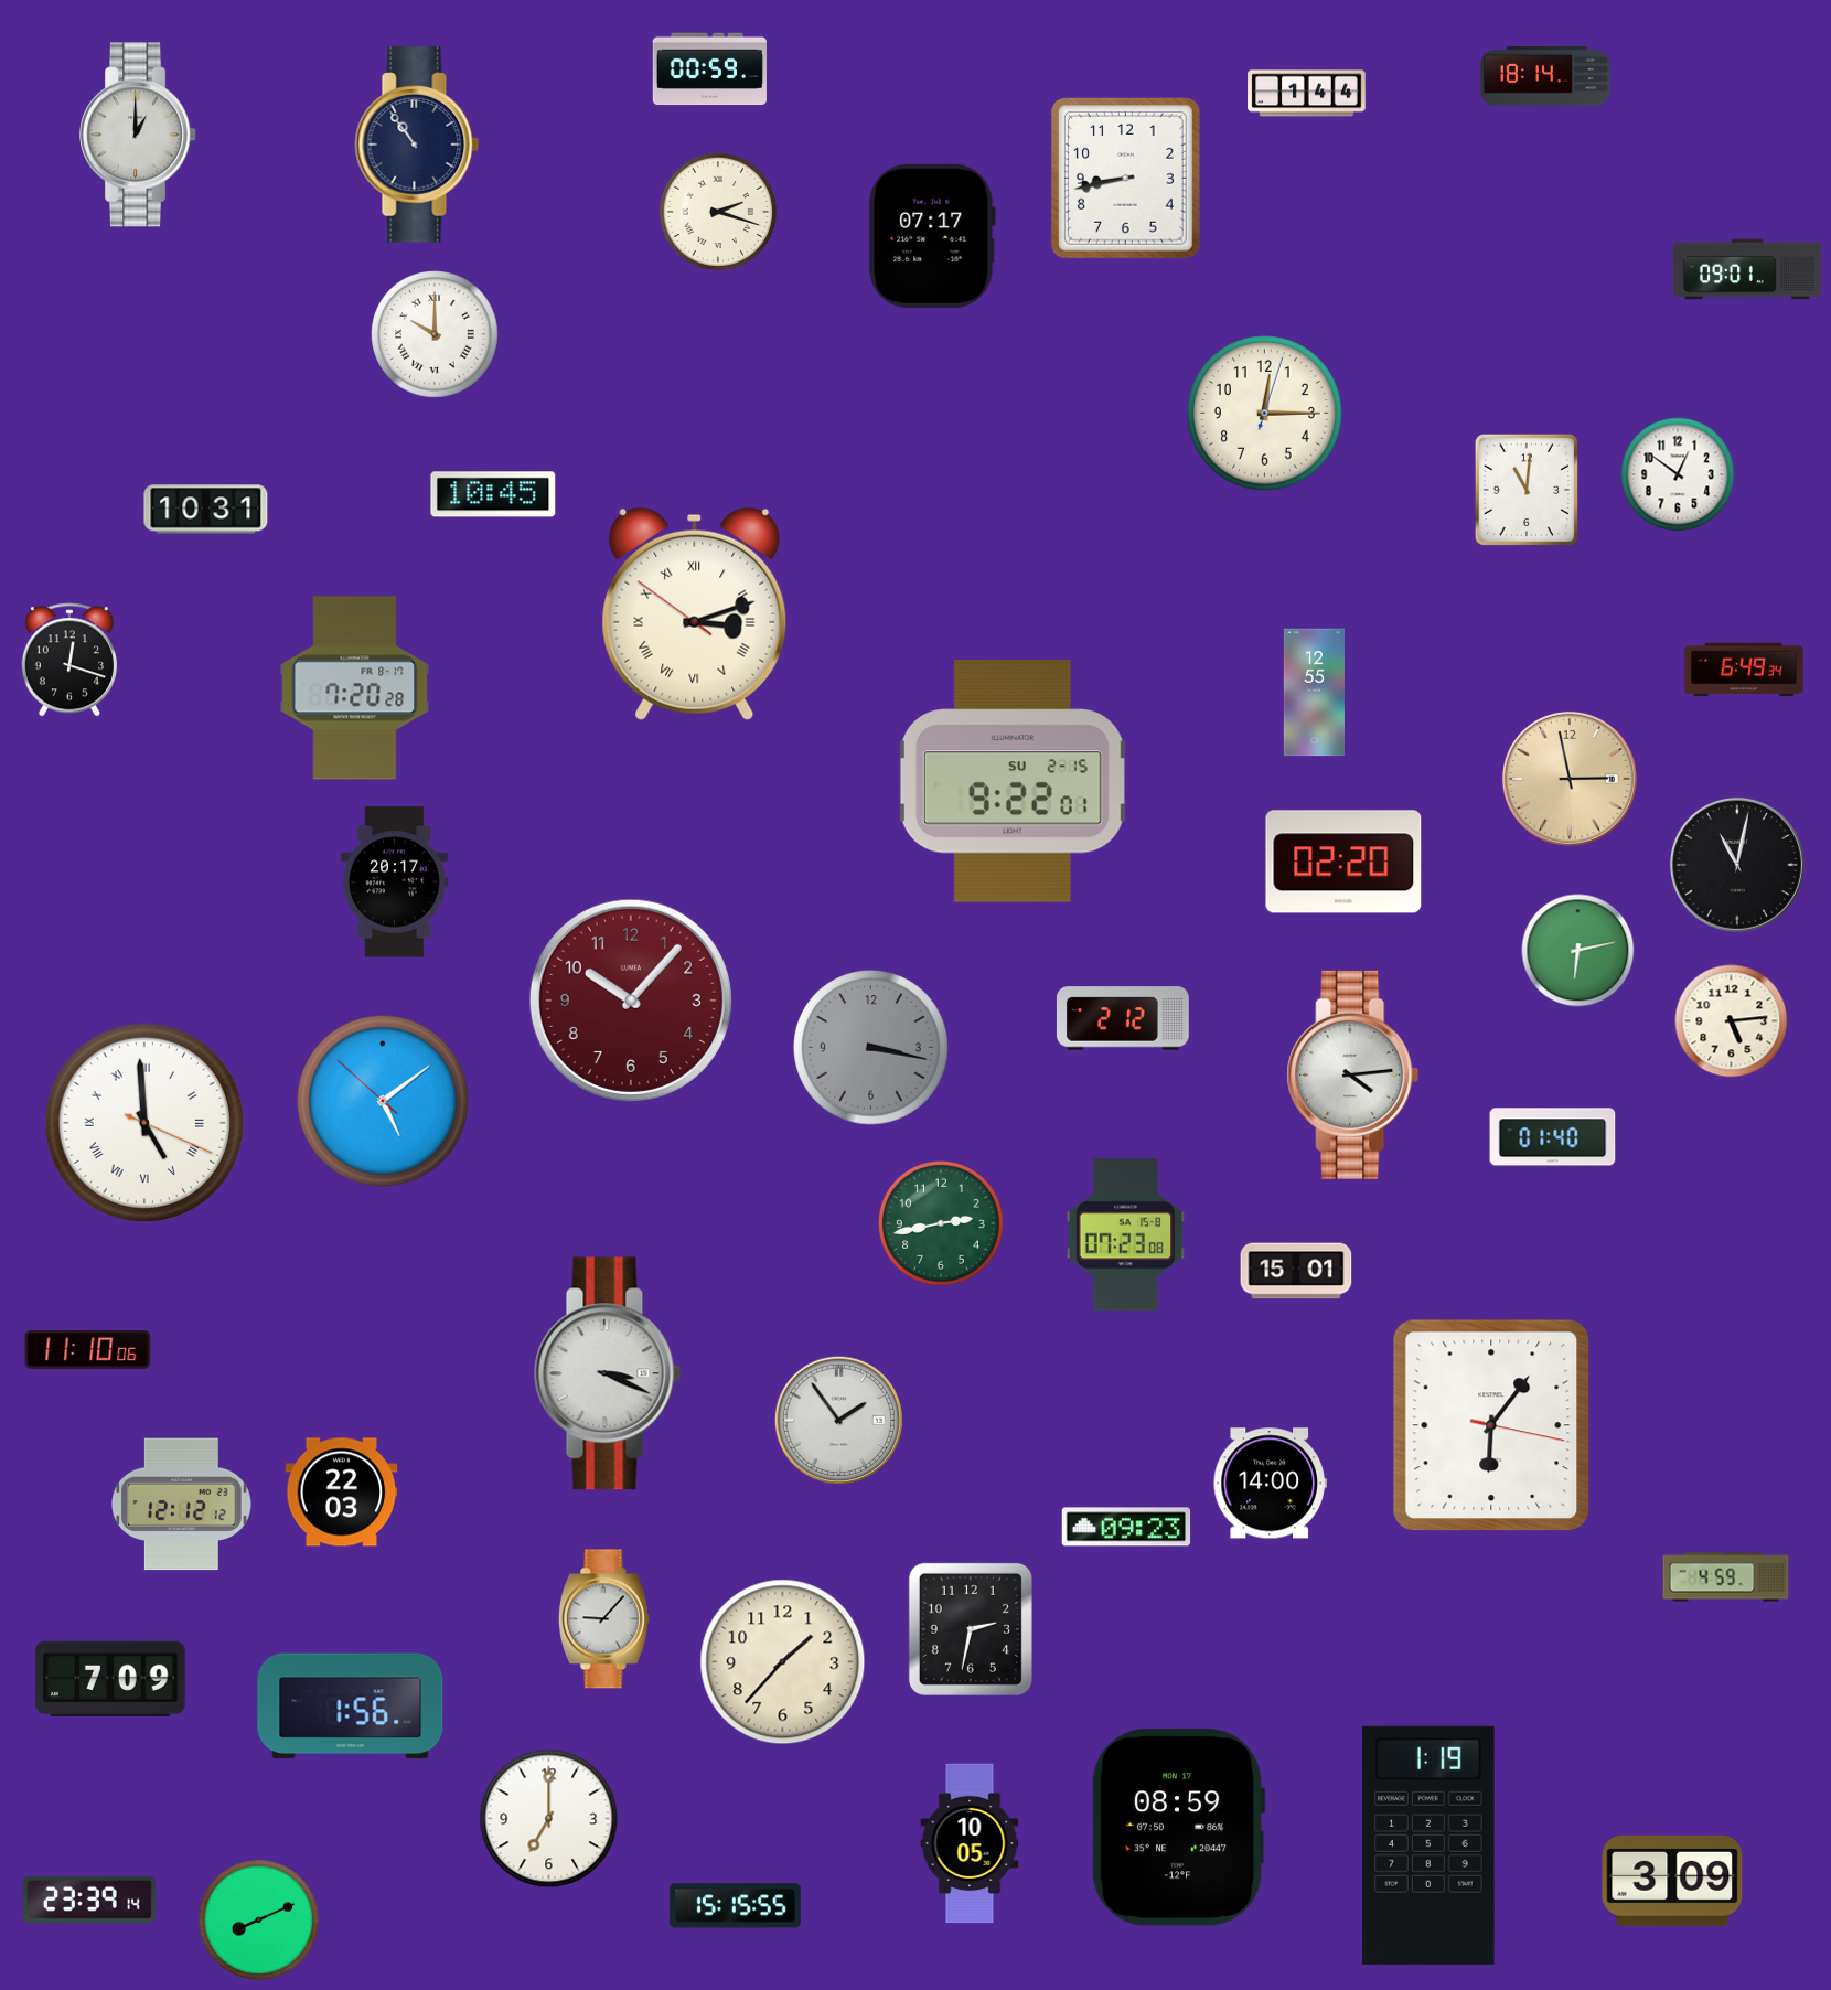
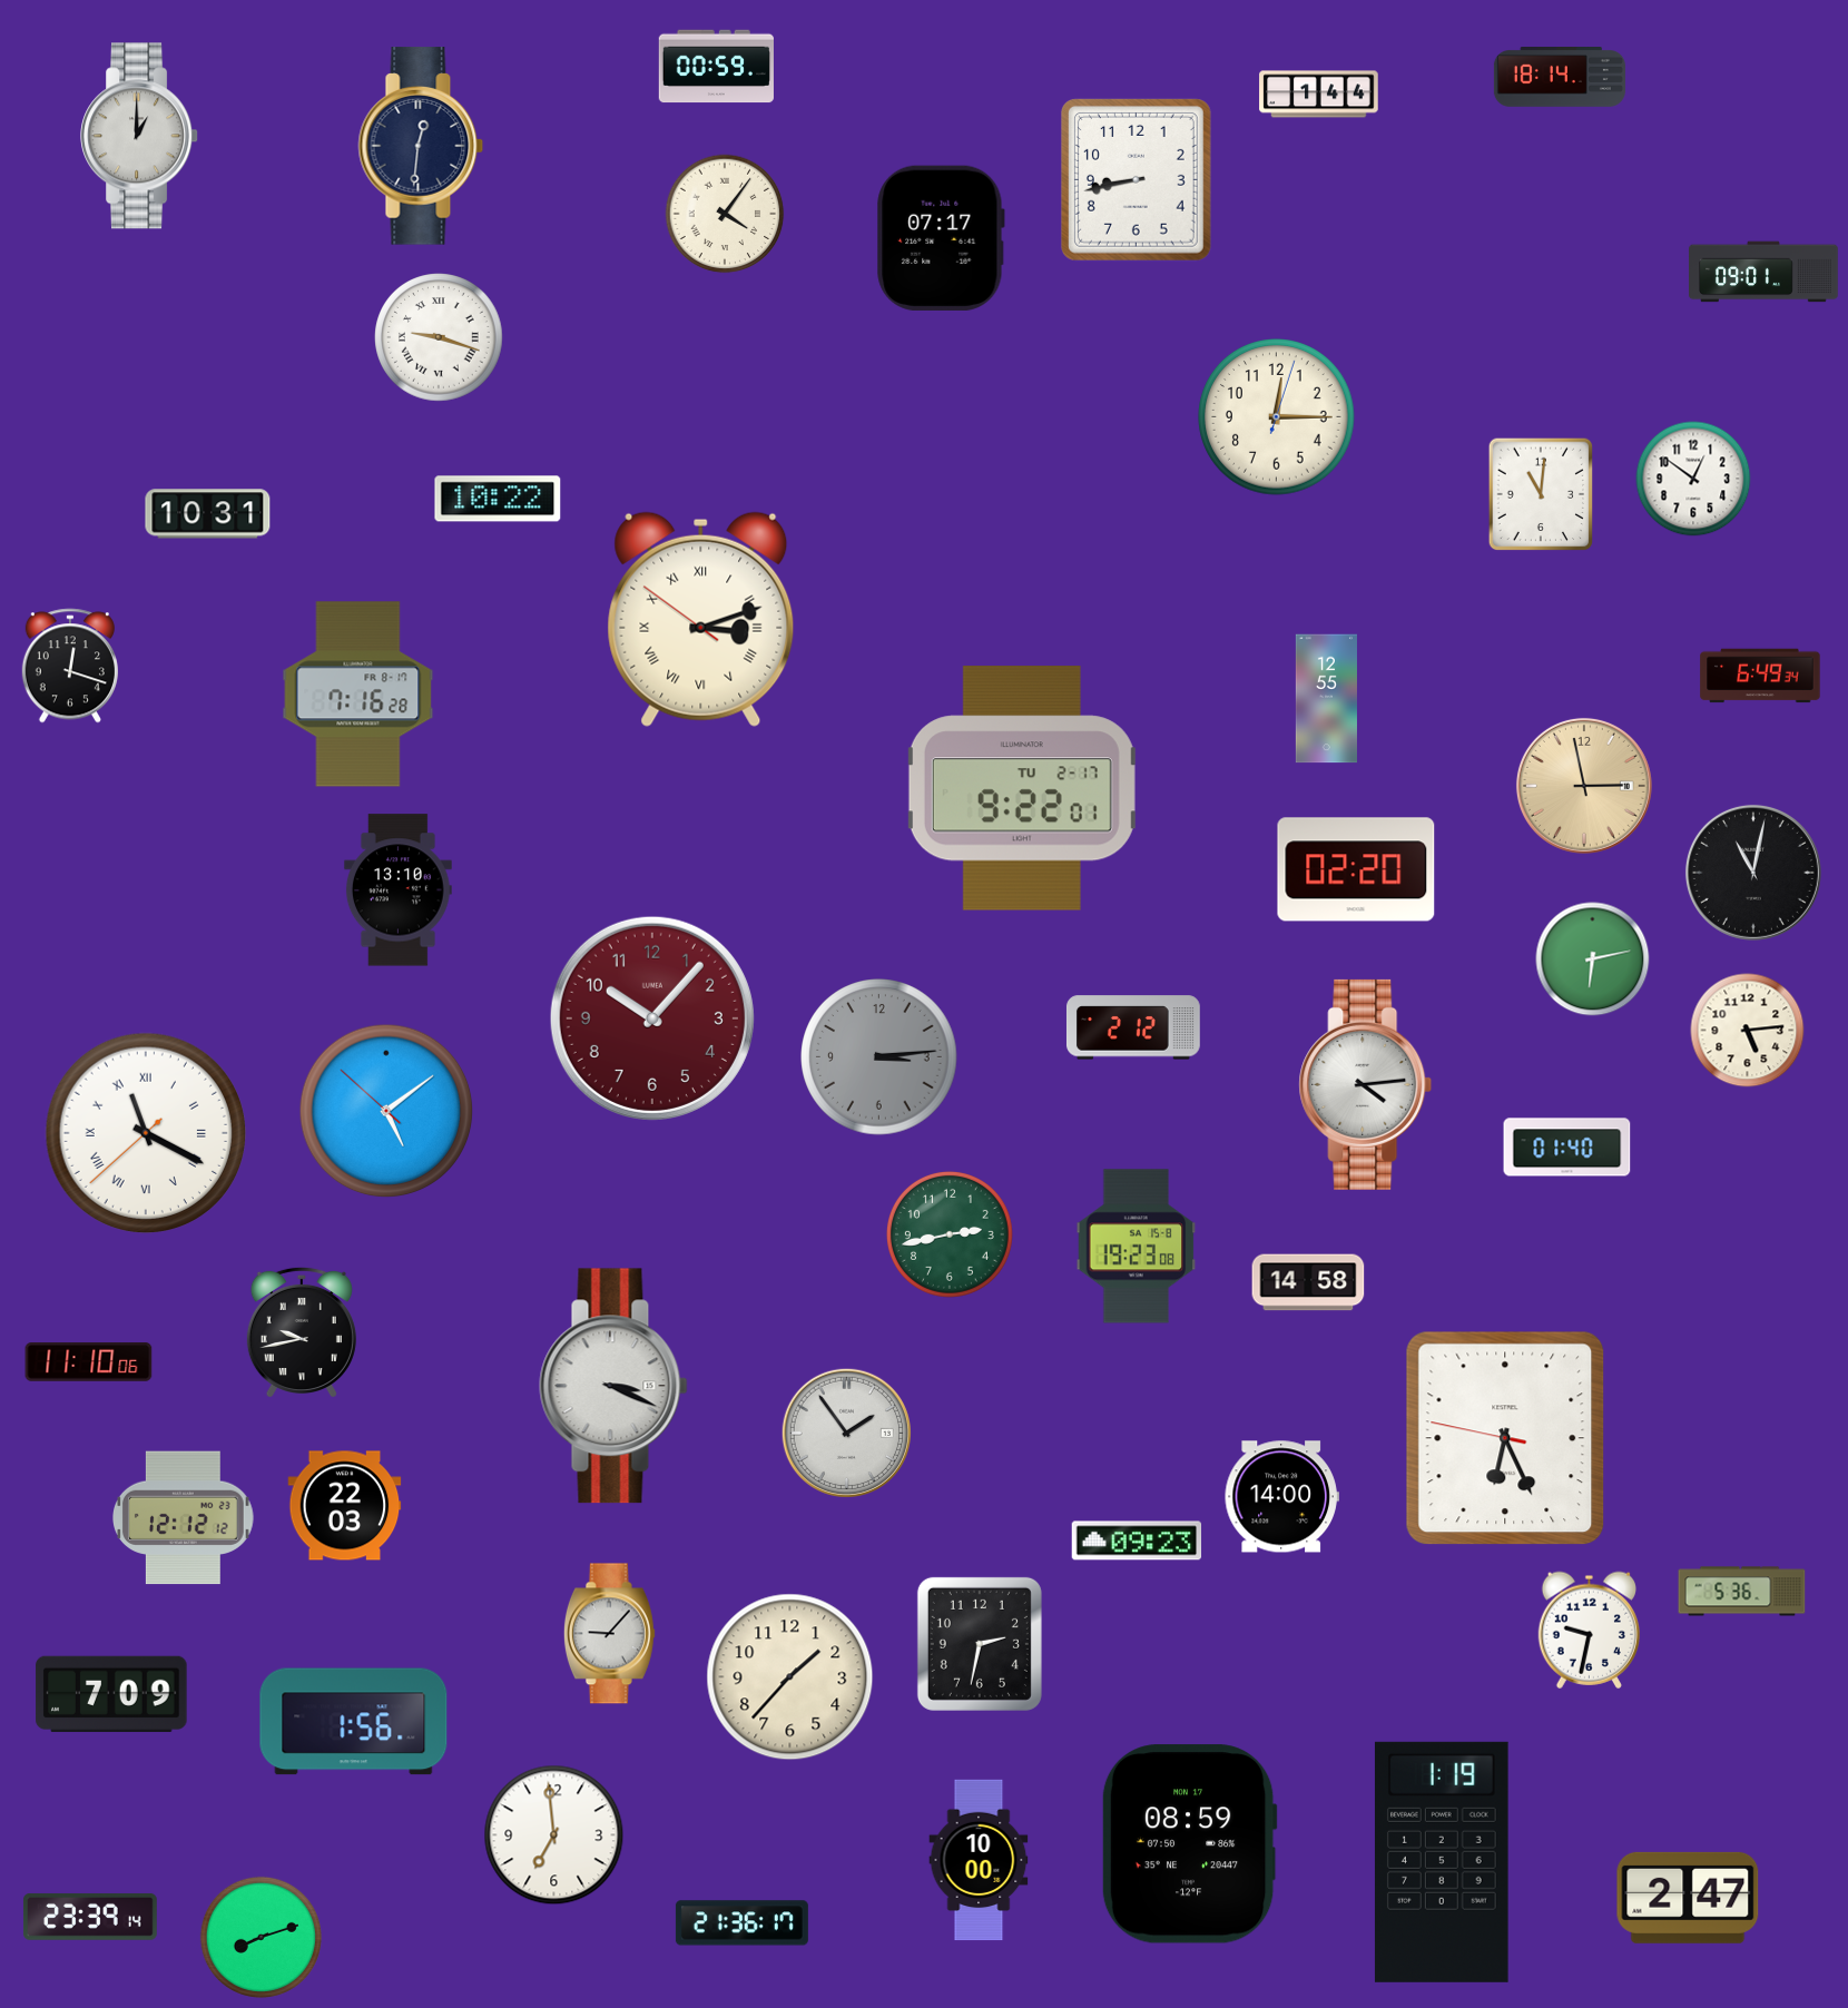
clock at (709, 69) position: (709, 69) -> (716, 67)
clock at (417, 145): 10:54 -> 12:31
clock at (718, 212): 2:18 -> 4:06
clock at (435, 334): 10:00 -> 9:18
clock at (493, 494): 10:45 -> 10:22
clock at (355, 688): 7:20 -> 7:16
clock at (1013, 781) date: SU 2-15 -> TU 2-17
clock at (394, 882): 20:17 -> 13:10
clock at (631, 1001) position: (631, 1001) -> (652, 1018)
clock at (871, 1048): 3:17 -> 3:14
clock at (144, 1123): 4:59 -> 11:19
clock at (1126, 1235): 07:23 -> 19:23
clock at (1296, 1271): 15:01 -> 14:58
clock at (302, 1332): none -> 9:43
clock at (1491, 1425): 6:06 -> 6:25
clock at (1726, 1577): 4:59 -> 5:36
clock at (1589, 1630): none -> 9:32
clock at (549, 1819): 7:00 -> 6:59
clock at (970, 1843): 10:05 -> 10:00
clock at (1672, 1881): 3:09 -> 2:47
clock at (735, 1906): 15:15 -> 21:36
clock at (258, 1919): 8:11 -> 8:12
